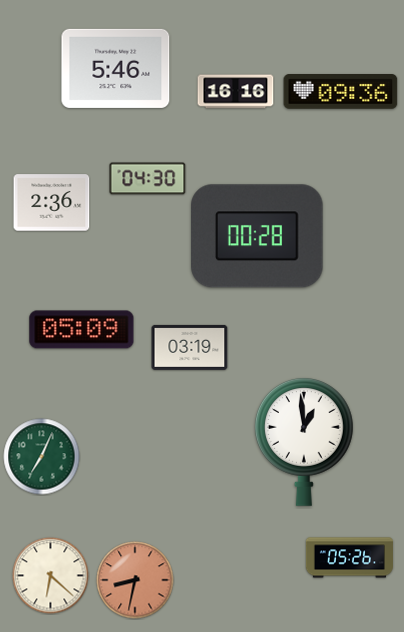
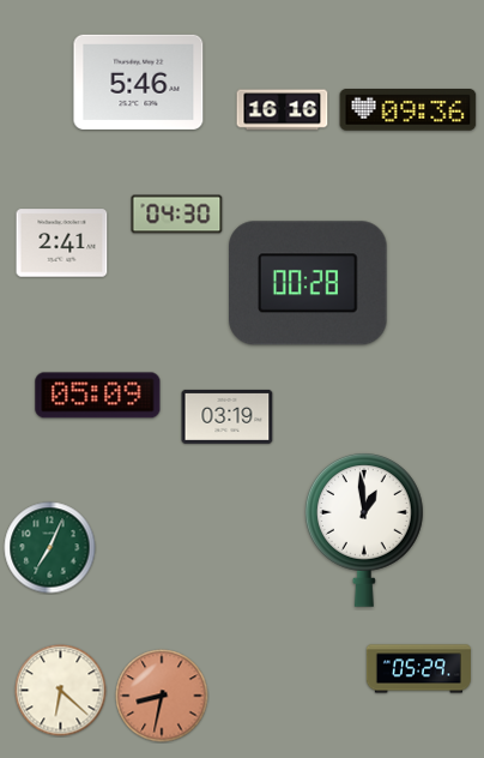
clock at (52, 203): 2:36 -> 2:41
clock at (349, 558): 05:26 -> 05:29
